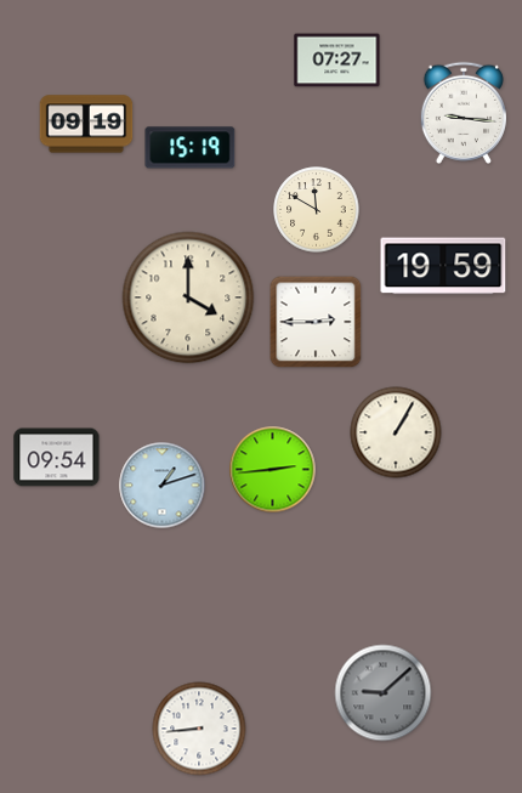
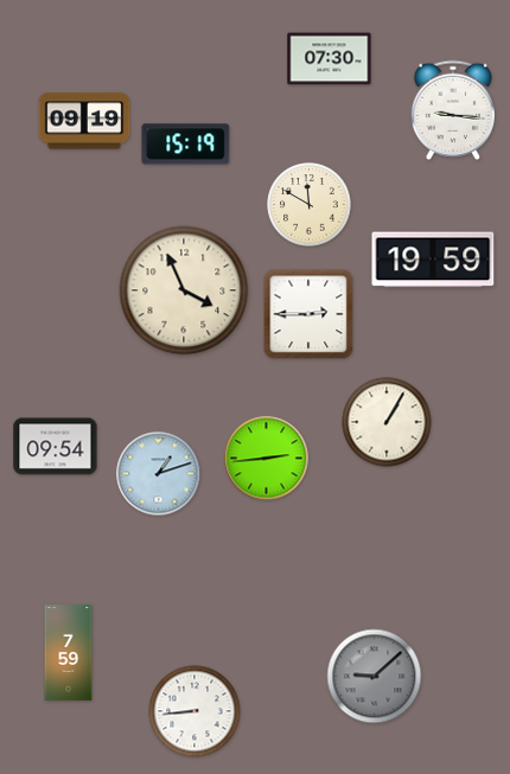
clock at (337, 61): 07:27 -> 07:30
clock at (188, 298): 4:00 -> 3:56
clock at (69, 653): none -> 7:59
